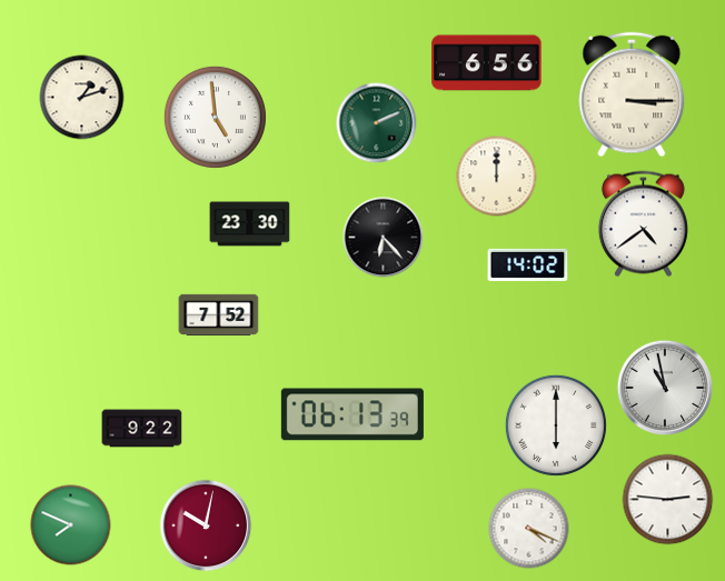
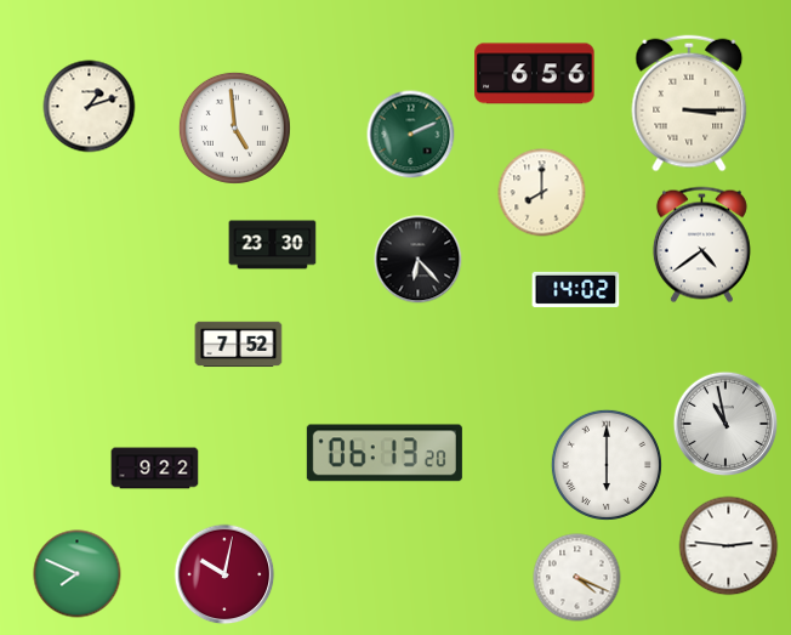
clock at (487, 63) position: (487, 63) -> (535, 74)
clock at (497, 177): 12:00 -> 8:00
clock at (352, 414): 06:13:39 -> 06:13:20
